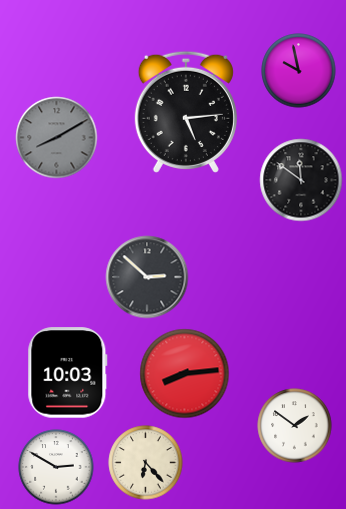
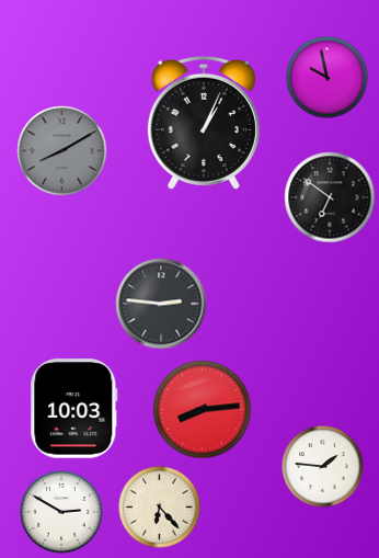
clock at (186, 112): 5:14 -> 1:04
clock at (301, 180): 11:51 -> 6:51
clock at (147, 277): 2:52 -> 2:46
clock at (295, 426): 1:51 -> 1:46
